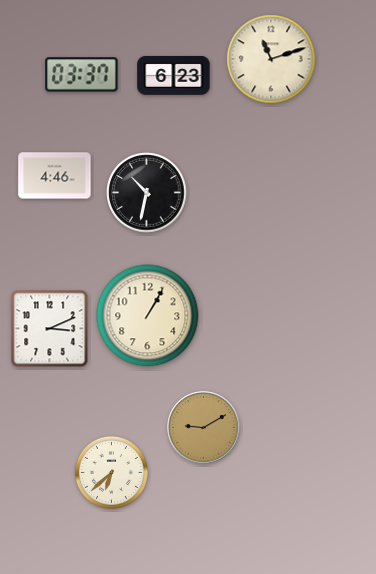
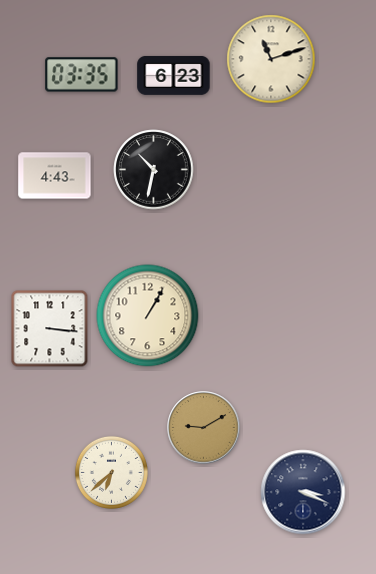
clock at (82, 75): 03:37 -> 03:35
clock at (55, 176): 4:46 -> 4:43
clock at (147, 193) position: (147, 193) -> (154, 170)
clock at (50, 329): 3:11 -> 3:16
clock at (303, 492): none -> 3:19
